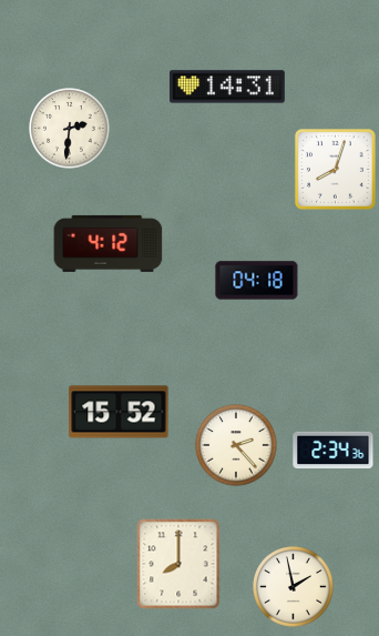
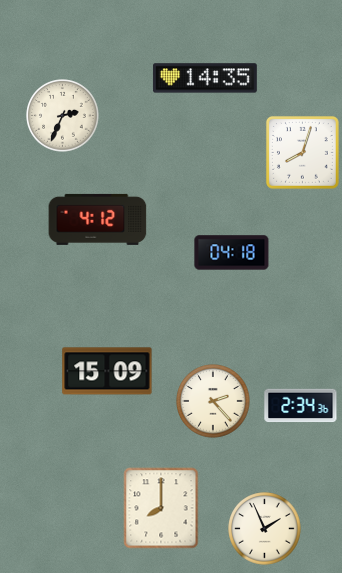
clock at (227, 87): 14:31 -> 14:35
clock at (70, 129): 2:31 -> 2:34
clock at (119, 412): 15:52 -> 15:09
clock at (294, 587): 1:58 -> 1:56
